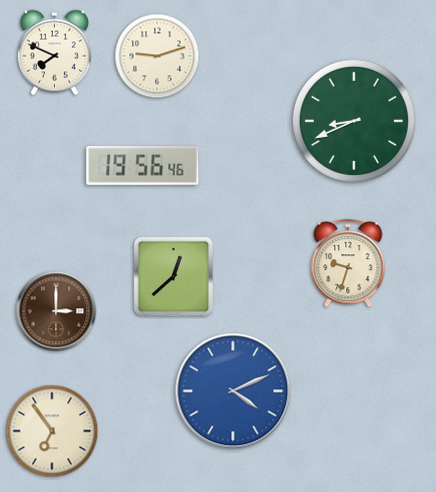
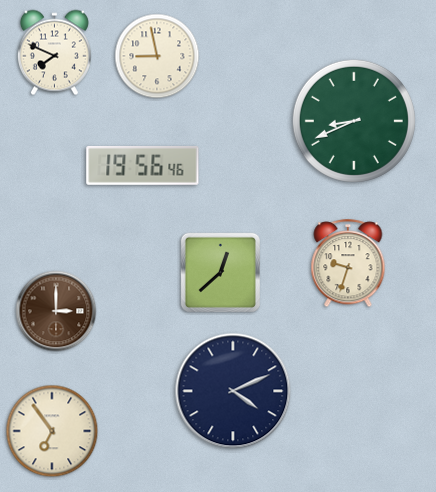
clock at (157, 56): 9:12 -> 8:58
clock at (173, 276) position: (173, 276) -> (220, 272)
clock at (233, 391) dial: blue -> navy
